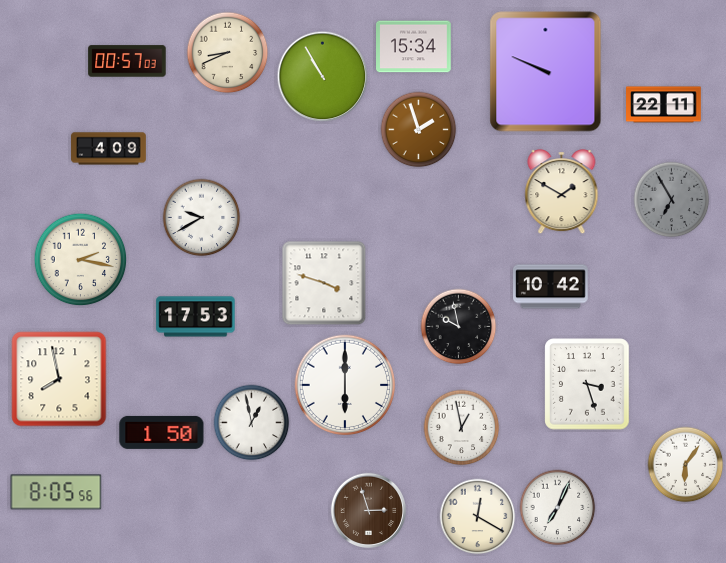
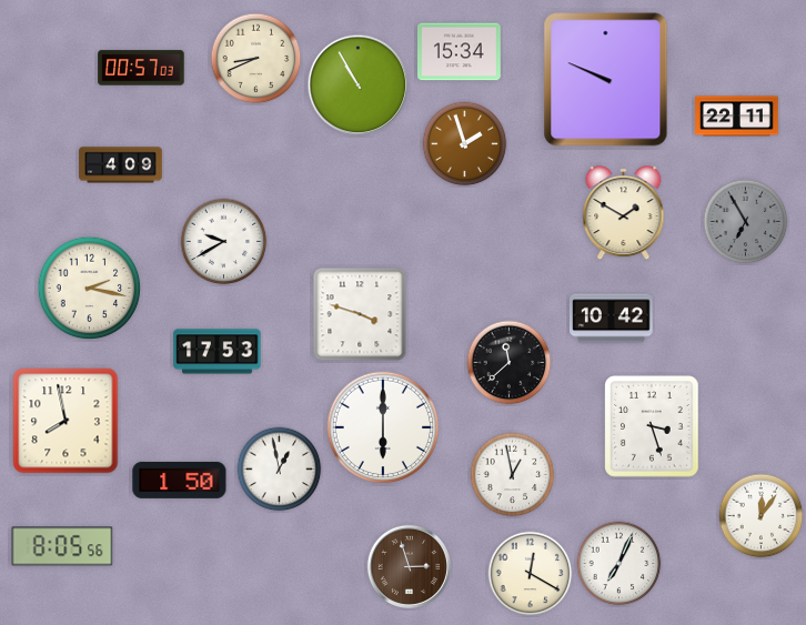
clock at (228, 53) position: (228, 53) -> (256, 59)
clock at (459, 327): 9:58 -> 11:38
clock at (686, 465): 6:06 -> 12:06
